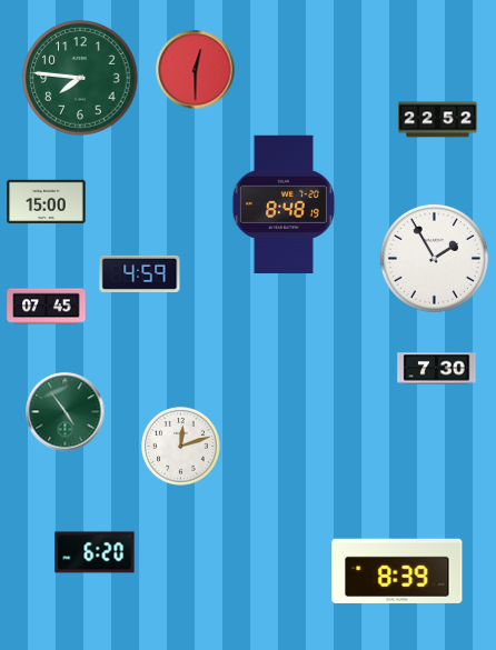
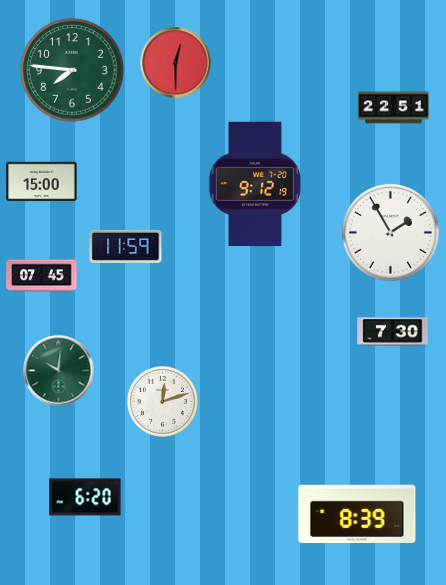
clock at (438, 120): 22:52 -> 22:51
clock at (284, 204): 8:48 -> 9:12
clock at (140, 273): 4:59 -> 11:59
clock at (66, 412): 4:54 -> 10:01
